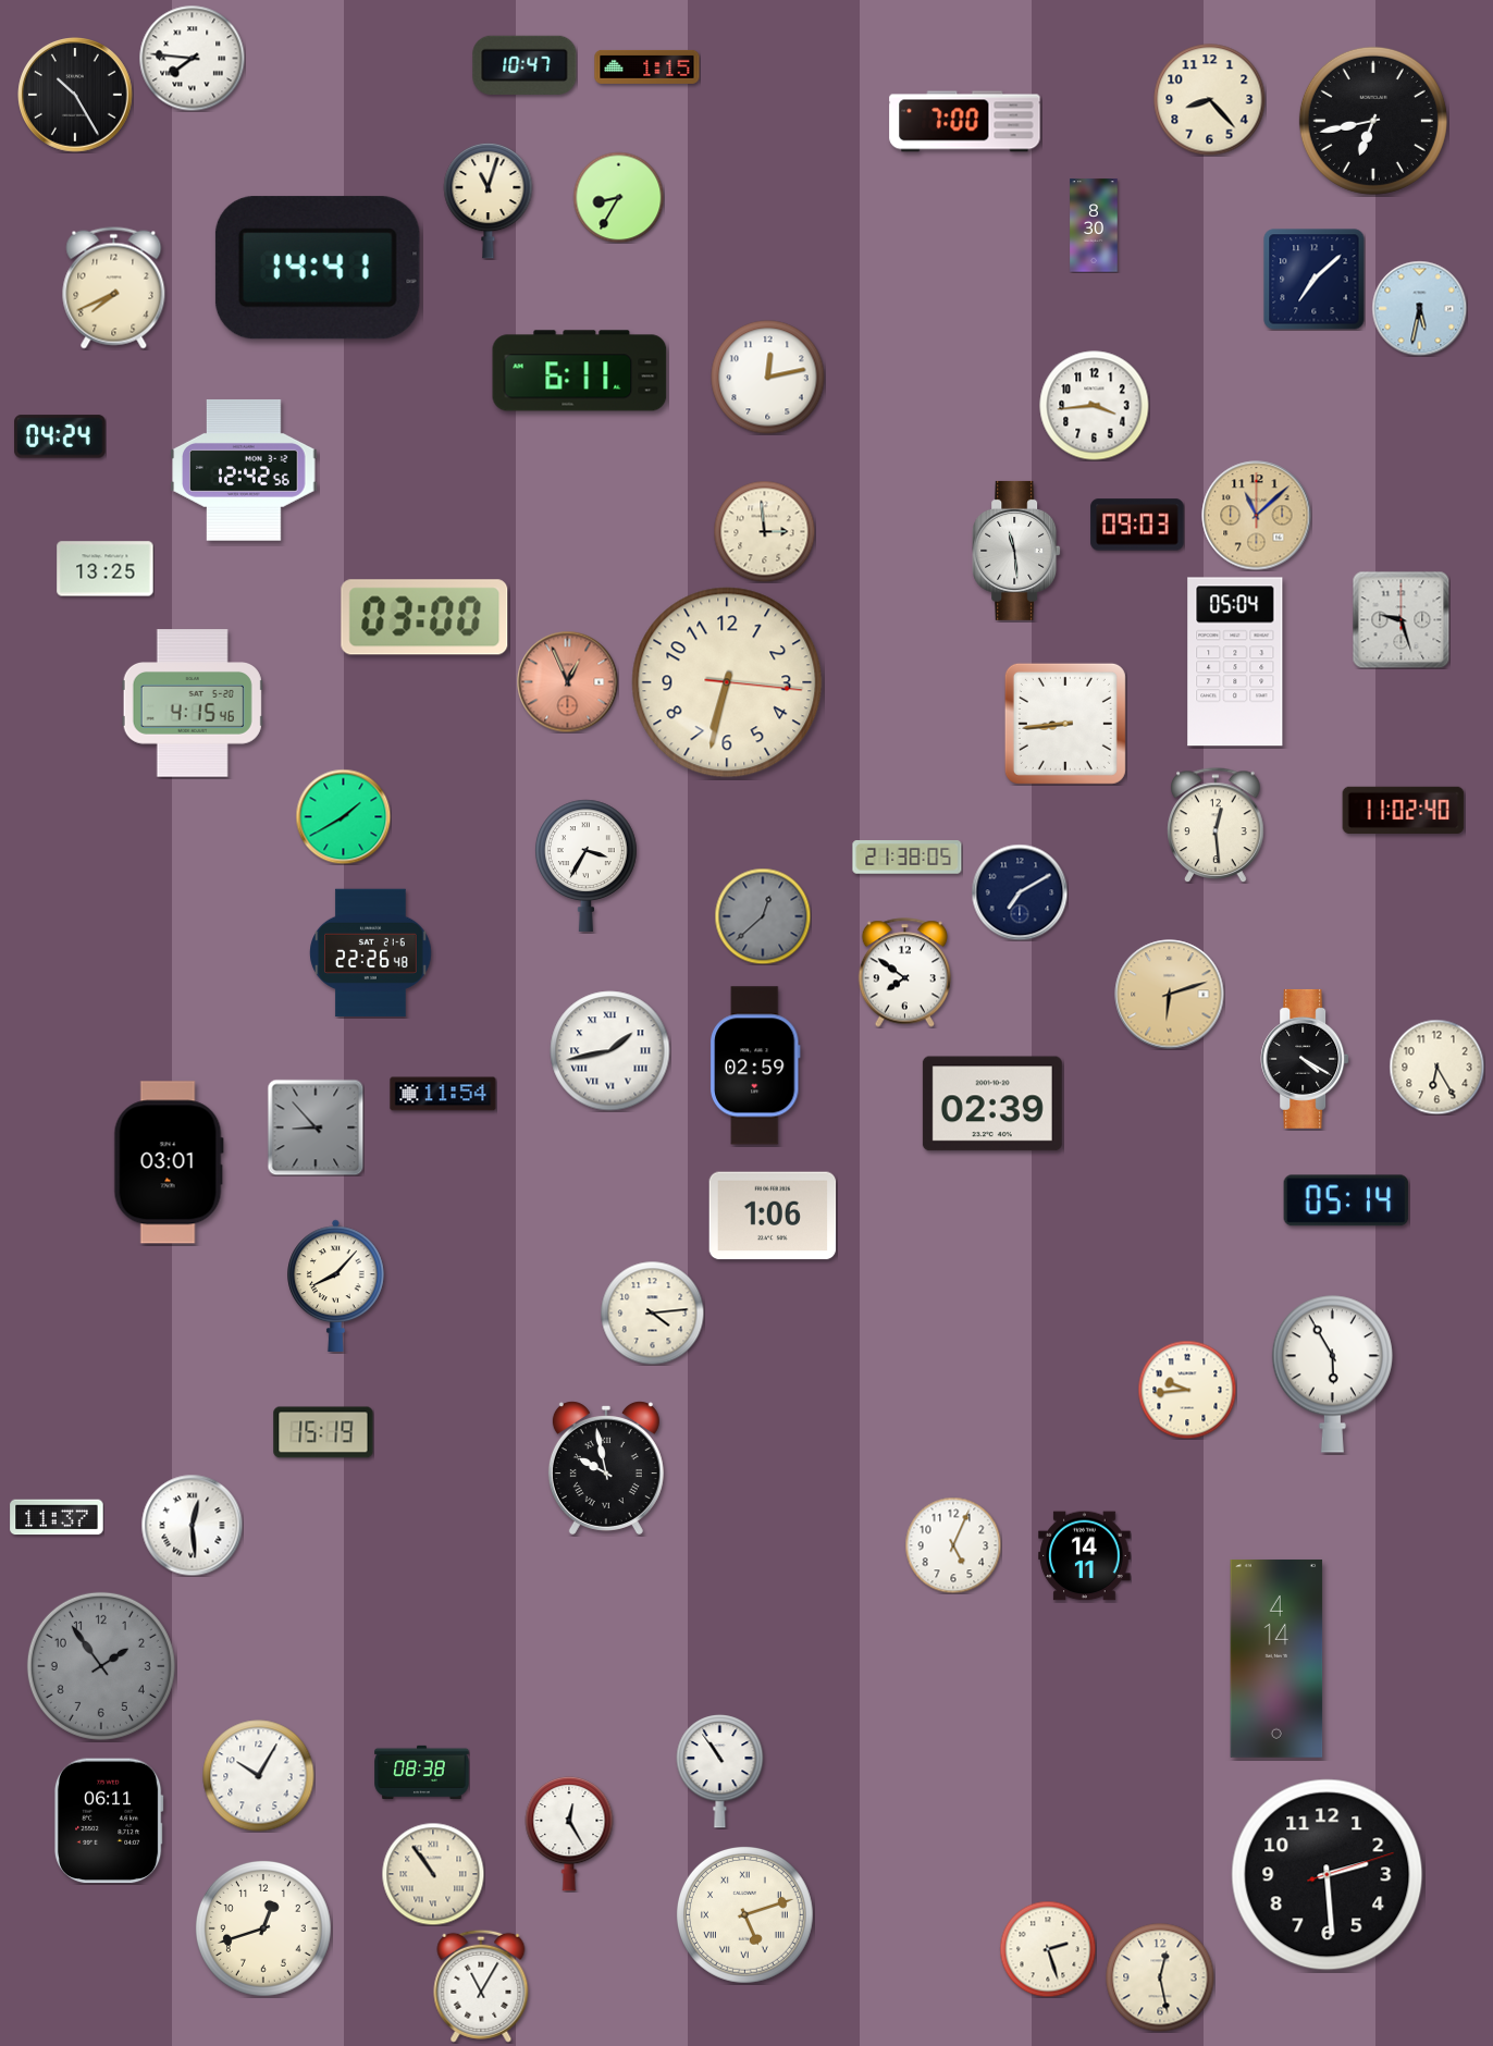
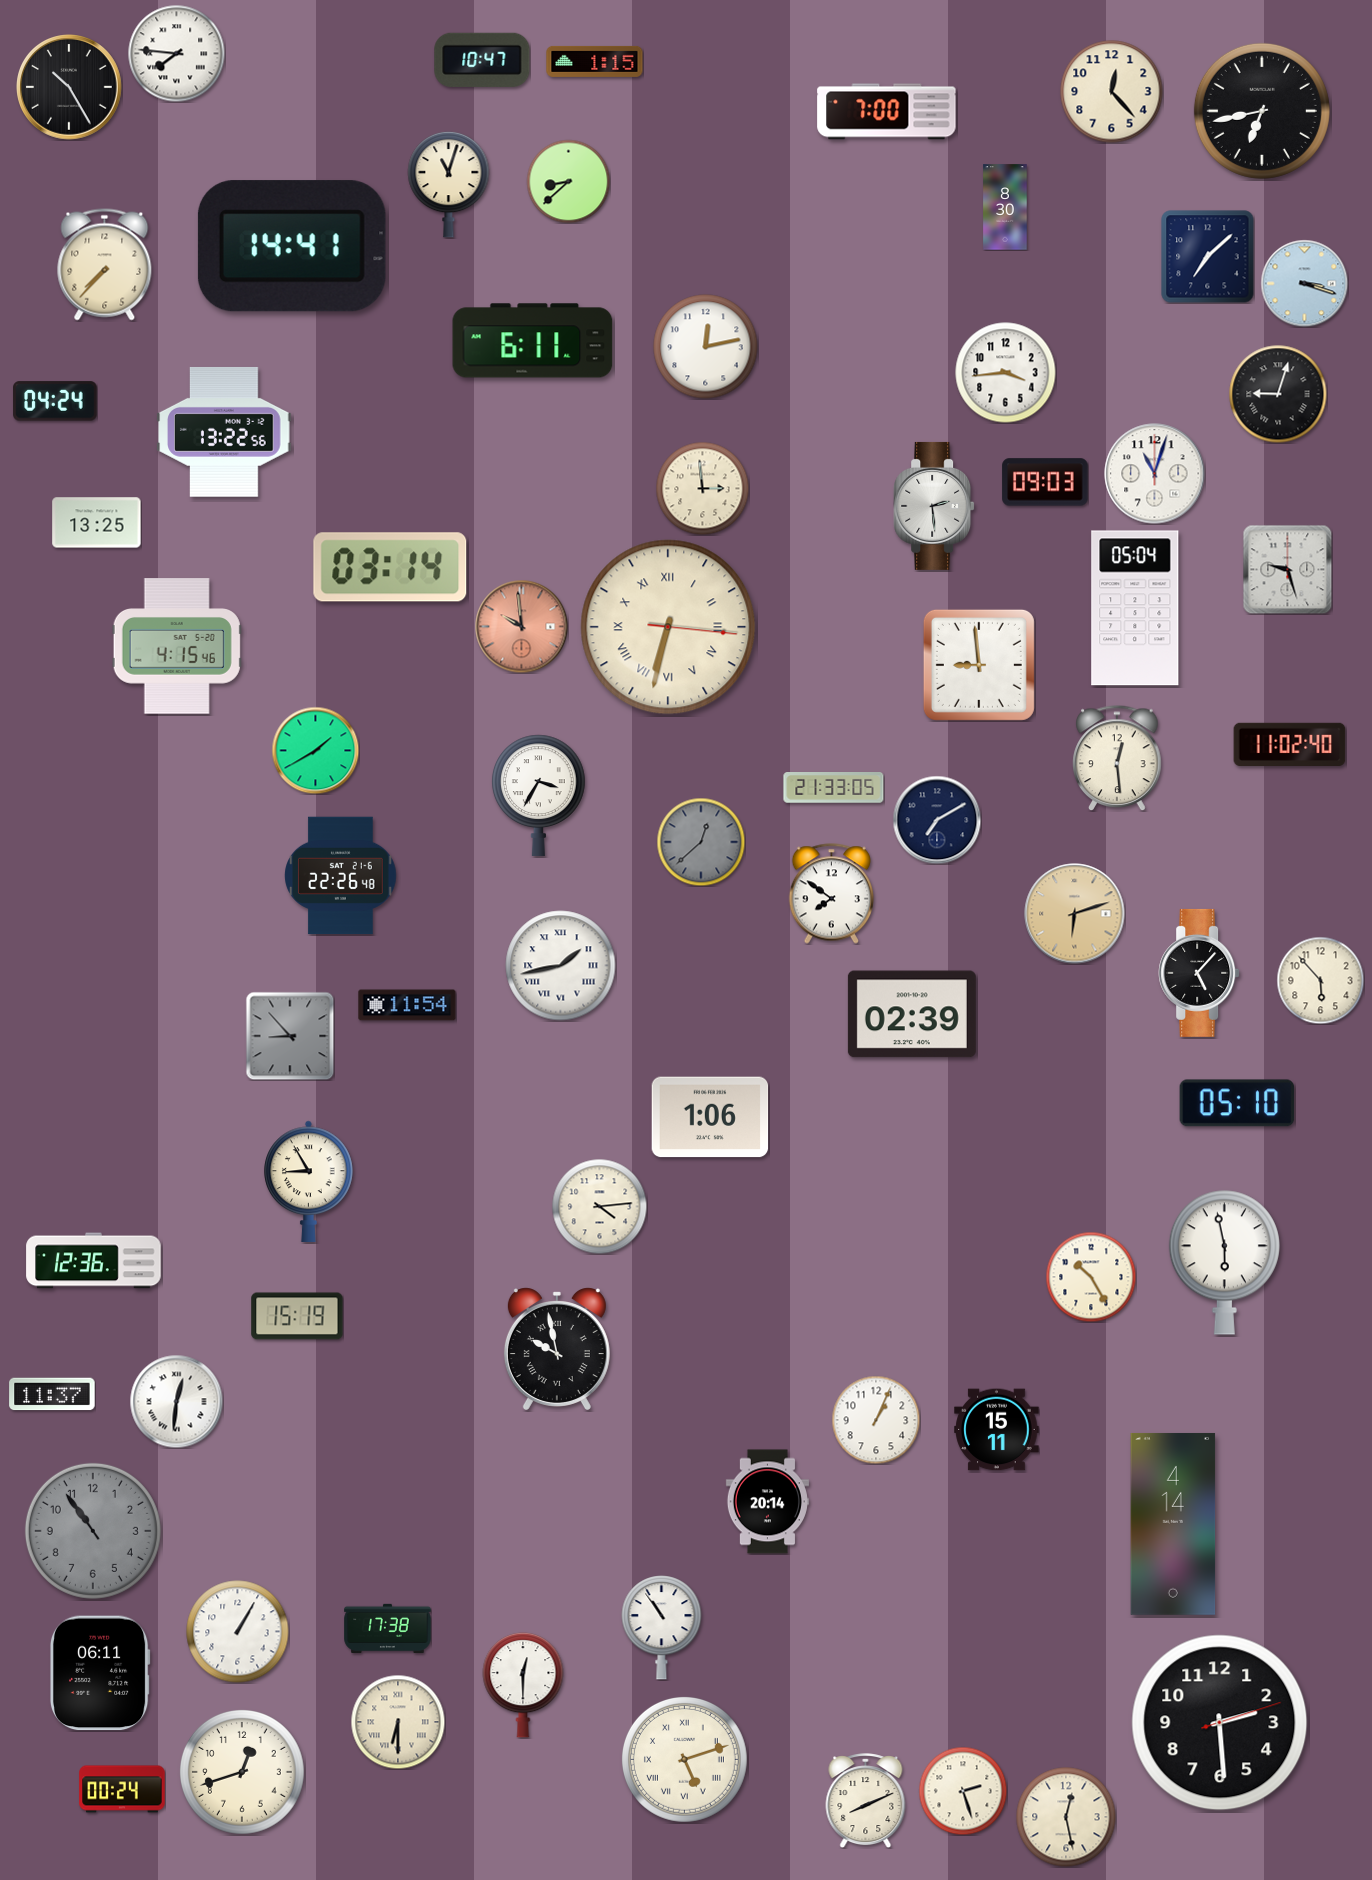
clock at (1210, 100): 8:23 -> 12:23
clock at (618, 197): 8:35 -> 8:38
clock at (114, 288): 7:41 -> 7:37
clock at (1419, 308): 5:32 -> 3:18
clock at (1278, 394): none -> 9:03
clock at (244, 470): 12:42 -> 13:22
clock at (1257, 516): 11:08 -> 11:03
clock at (1257, 516) dial: champagne -> white
clock at (1016, 551): 11:29 -> 2:29
clock at (424, 617): 03:00 -> 03:14
clock at (567, 681): 12:56 -> 9:59
clock at (727, 682) numerals: Arabic -> Roman
clock at (1065, 724): 8:44 -> 8:59
clock at (908, 858): 21:38 -> 21:33
clock at (1305, 1059): 4:20 -> 5:07
clock at (756, 1065): 02:59 -> none
clock at (1436, 1067): 6:25 -> 5:53
clock at (169, 1162): 03:01 -> none
clock at (1346, 1200): 05:14 -> 05:10
clock at (336, 1285): 8:07 -> 8:55
clock at (94, 1261): none -> 12:36
clock at (1332, 1373): 5:55 -> 5:58
clock at (1187, 1390): 9:44 -> 10:25
clock at (192, 1525): 12:29 -> 12:31
clock at (953, 1545): 5:04 -> 1:04
clock at (1085, 1556): 14:11 -> 15:11
clock at (767, 1502): none -> 20:14
clock at (101, 1666): 1:54 -> 10:54
clock at (422, 1772): 08:38 -> 17:38
clock at (259, 1776): 10:05 -> 1:05
clock at (569, 1834): 12:25 -> 12:30
clock at (433, 1874): 10:54 -> 6:30
clock at (122, 1789): none -> 00:24
clock at (866, 1801): none -> 8:11
clock at (481, 1986): 11:05 -> none
